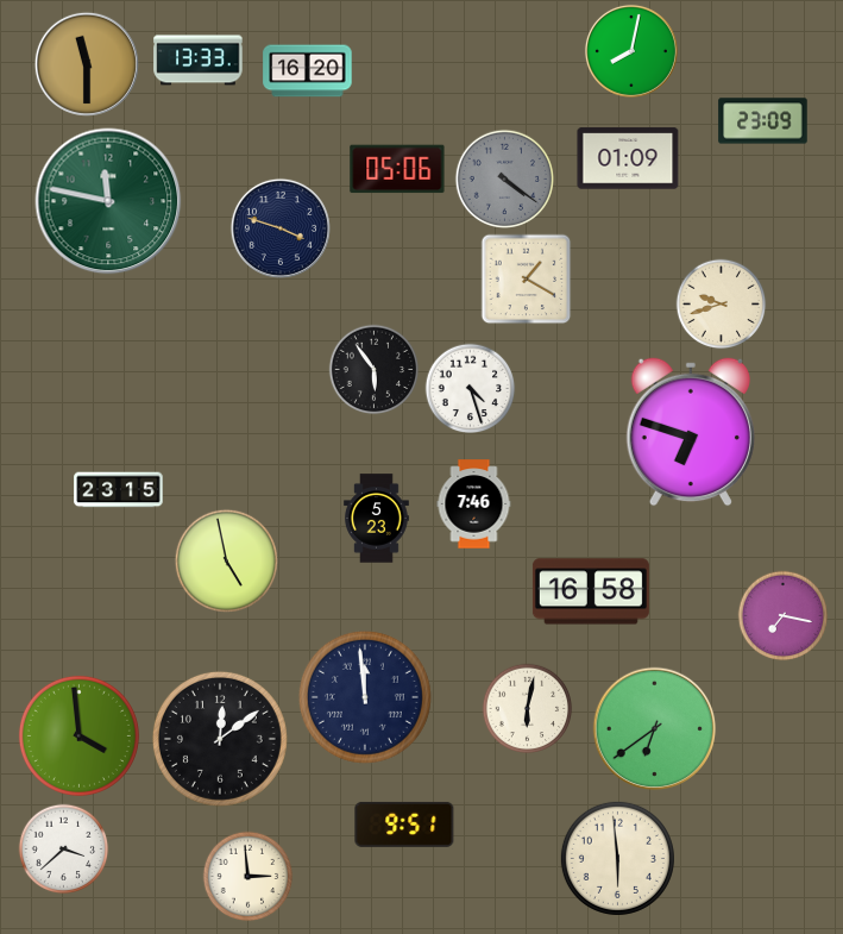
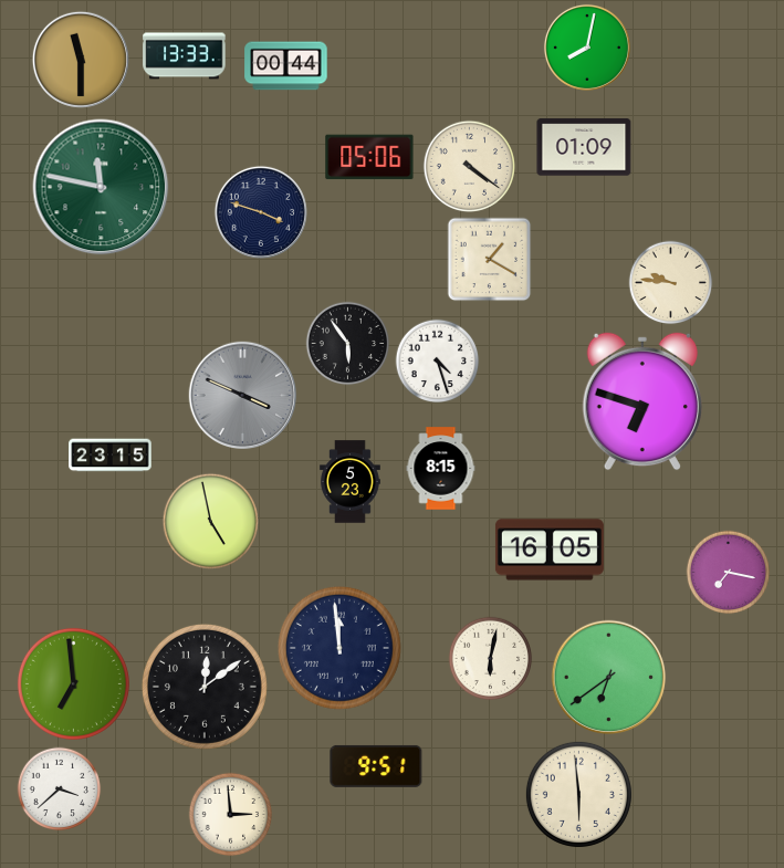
clock at (308, 71): 16:20 -> 00:44
clock at (763, 121): 23:09 -> none
clock at (504, 178) dial: grey -> cream
clock at (722, 305): 9:42 -> 9:46
clock at (242, 395): none -> 3:49
clock at (474, 504): 7:46 -> 8:15
clock at (591, 591): 16:58 -> 16:05
clock at (78, 735): 3:59 -> 6:59
clock at (617, 858) position: (617, 858) -> (578, 794)
